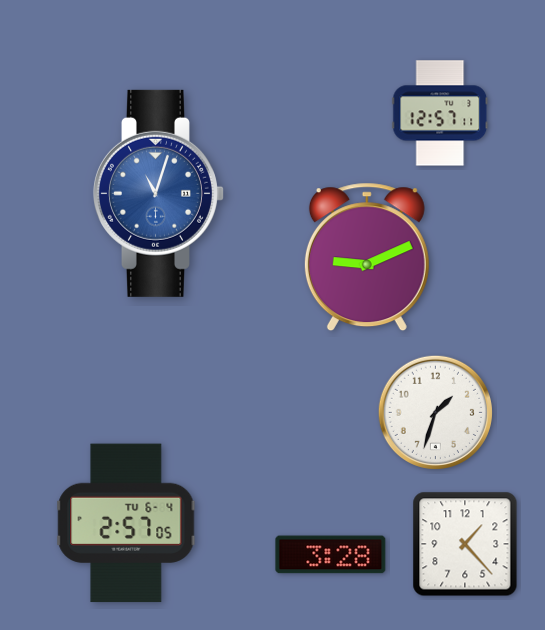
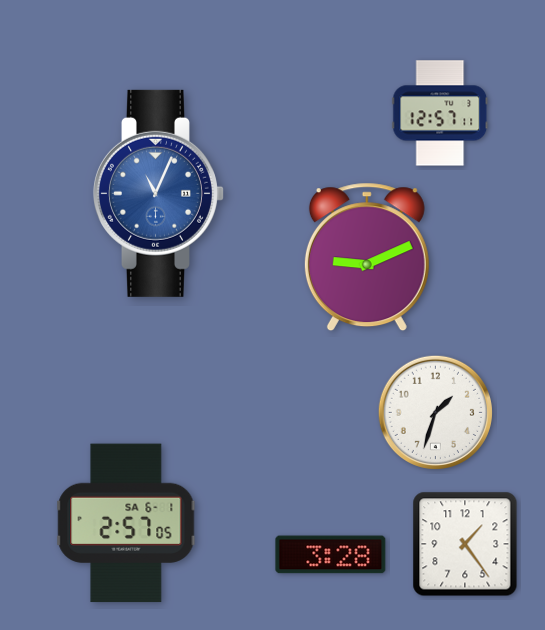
clock at (158, 193): 11:03 -> 11:04
clock at (126, 523) date: TU 6-4 -> SA 6-1
clock at (465, 544): 1:23 -> 1:24
